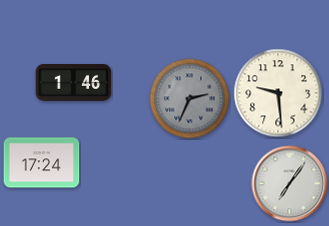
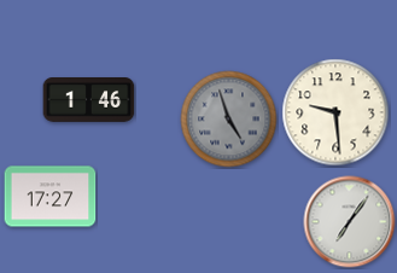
clock at (190, 99): 2:34 -> 4:57
clock at (42, 163): 17:24 -> 17:27
